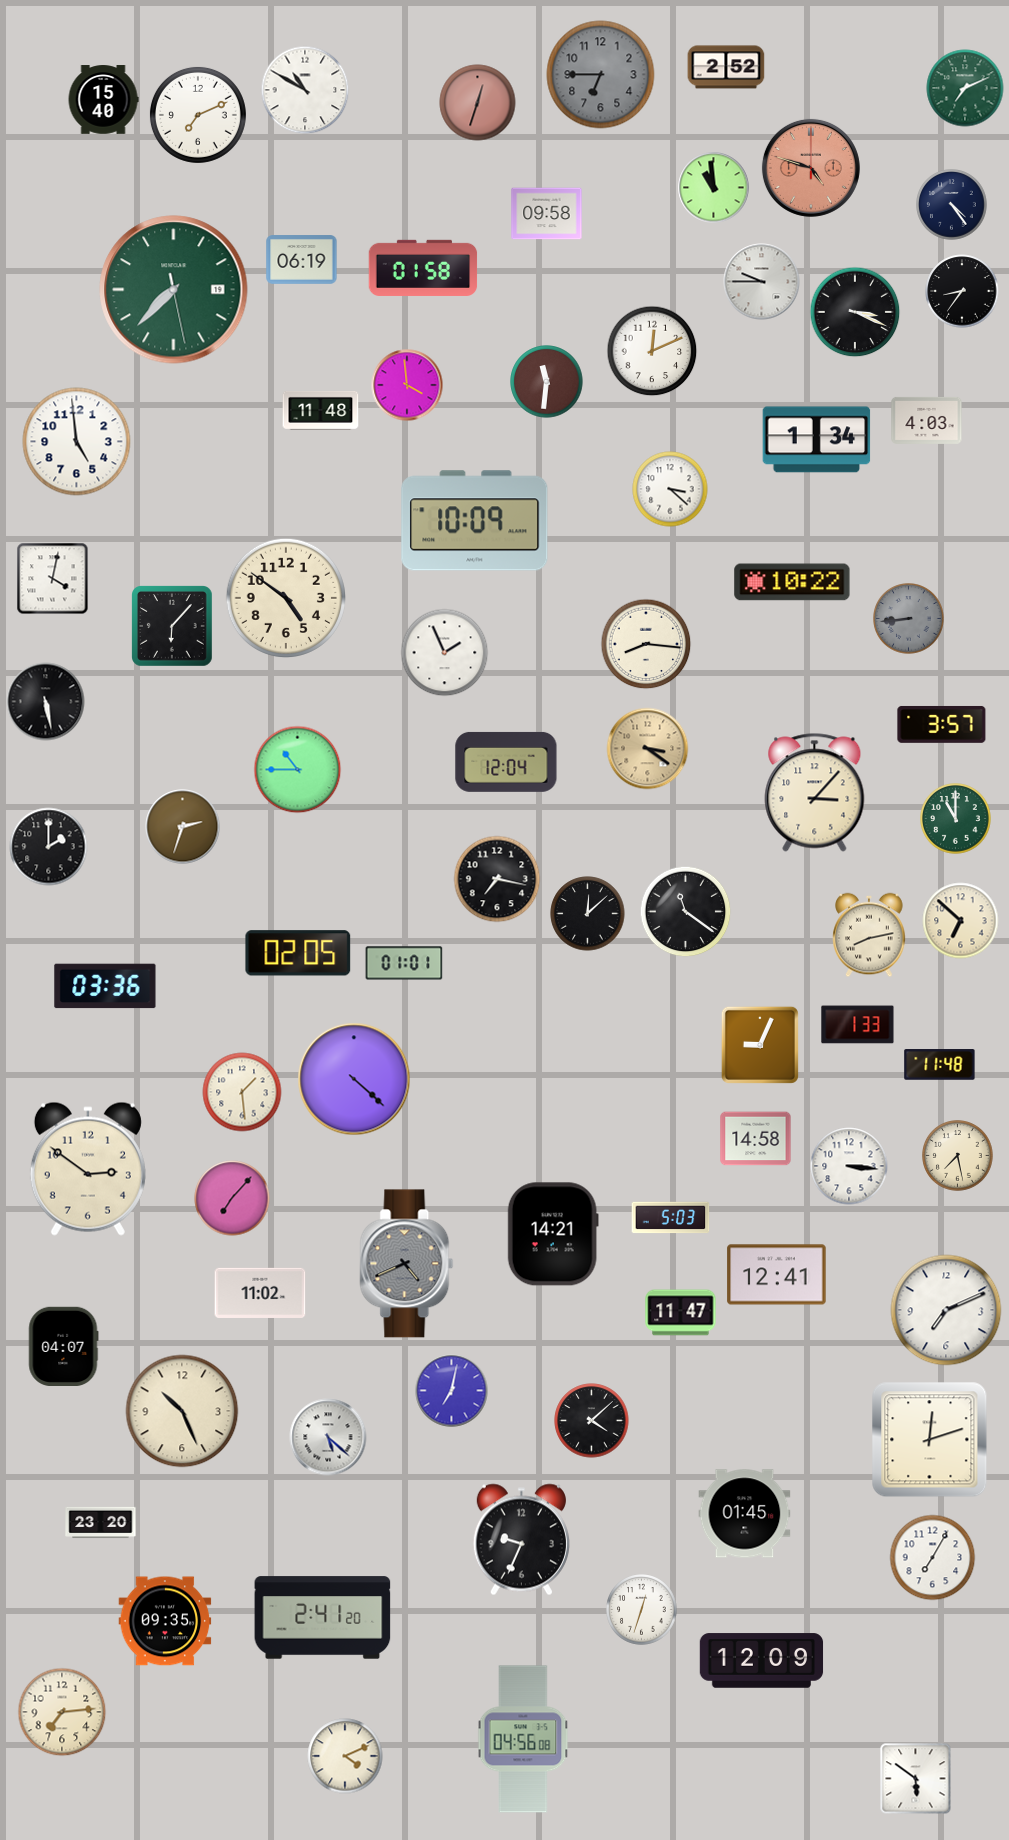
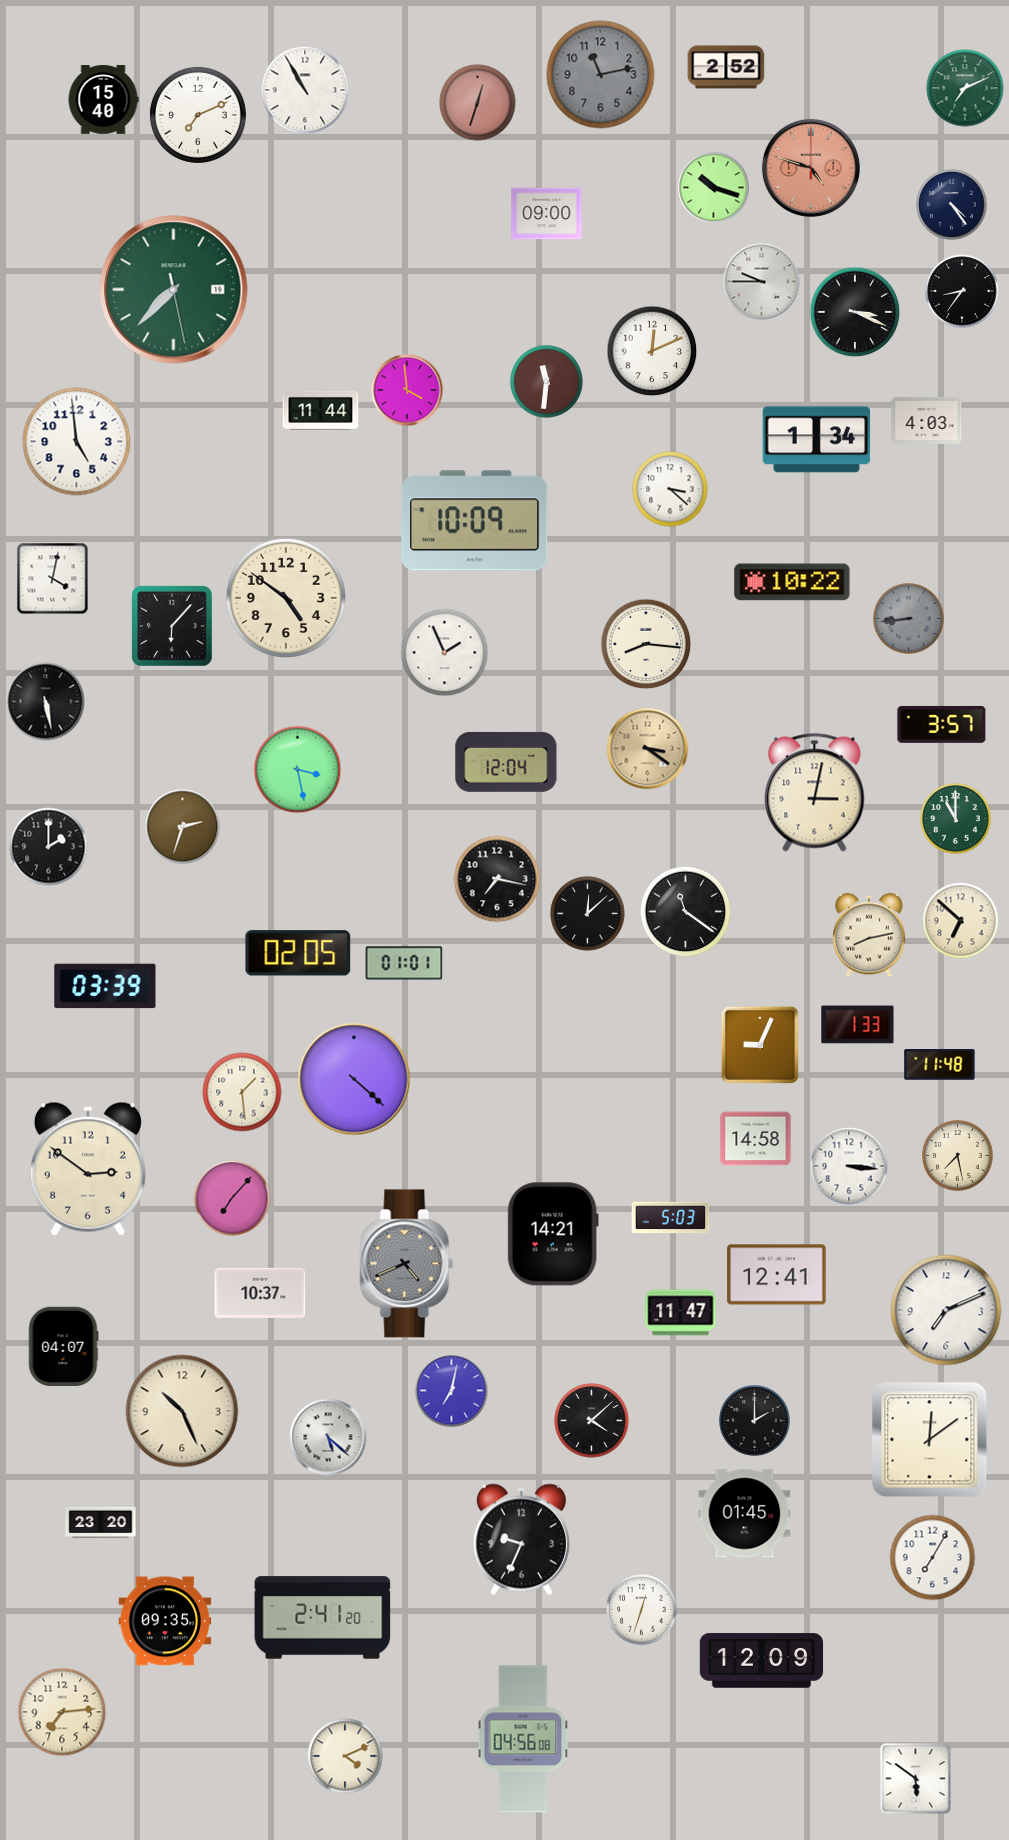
clock at (601, 75): 6:45 -> 11:13
clock at (305, 90): 10:50 -> 10:55
clock at (714, 188): 10:59 -> 10:18
clock at (547, 214): 09:58 -> 09:00
clock at (302, 260): 06:19 -> none
clock at (423, 268): 01:58 -> none
clock at (407, 385) position: (407, 385) -> (407, 390)
clock at (321, 410): 11:48 -> 11:44
clock at (298, 770): 10:45 -> 3:28
clock at (815, 793): 3:07 -> 3:02
clock at (105, 986): 03:36 -> 03:39
clock at (260, 1293): 11:02 -> 10:37
clock at (755, 1421): none -> 2:00
clock at (930, 1440): 12:12 -> 12:09
